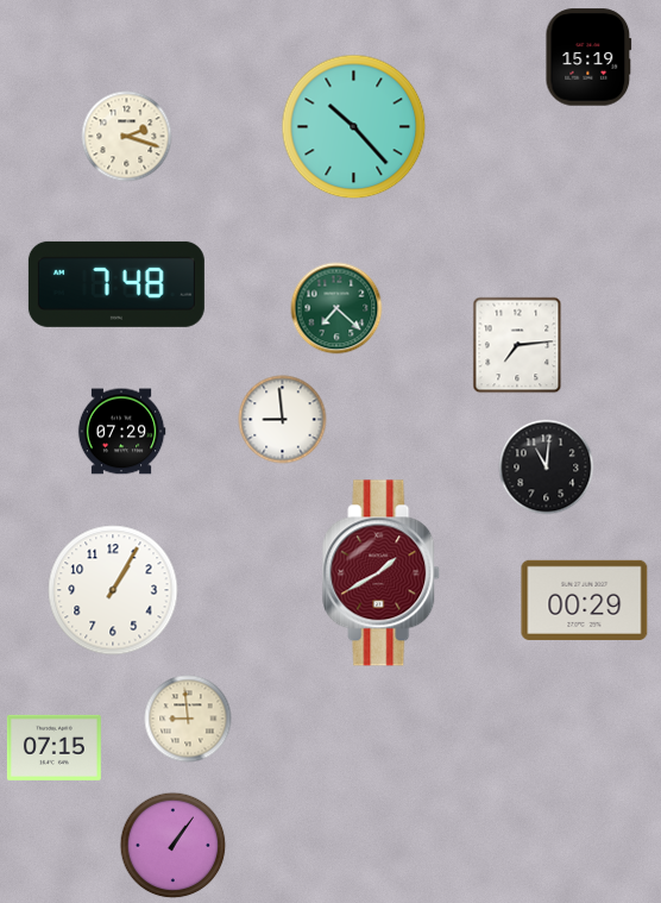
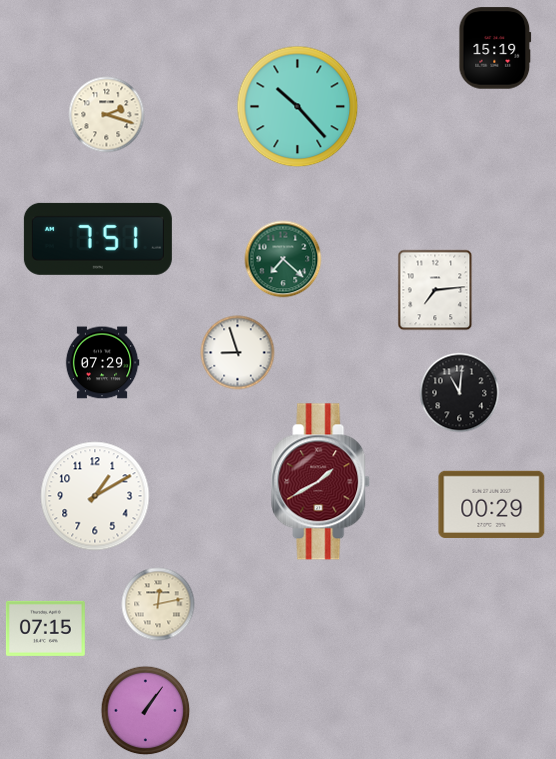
clock at (117, 284): 7:48 -> 7:51
clock at (283, 420): 8:59 -> 8:57
clock at (113, 590): 1:05 -> 1:10
clock at (188, 719): 8:59 -> 12:13
